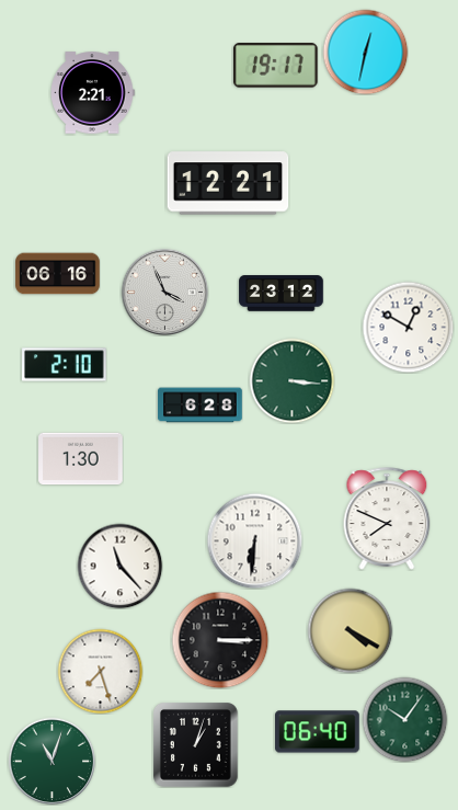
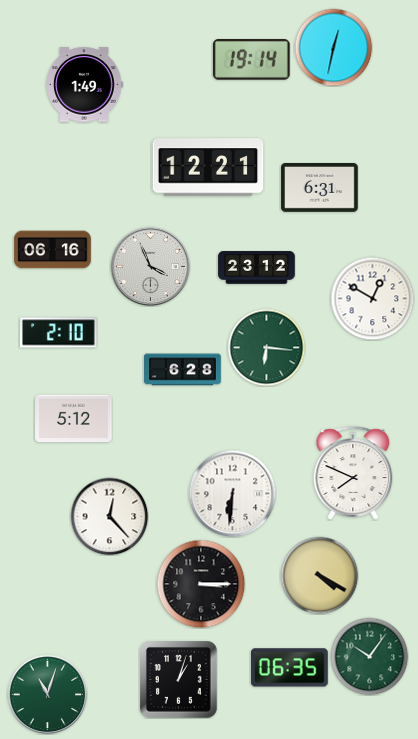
clock at (275, 66): 19:17 -> 19:14
clock at (92, 93): 2:21 -> 1:49
clock at (320, 188): none -> 6:31
clock at (291, 380): 3:16 -> 6:16
clock at (81, 459): 1:30 -> 5:12
clock at (119, 566): 11:23 -> 12:23
clock at (100, 671): 7:27 -> none
clock at (318, 732): 06:40 -> 06:35
